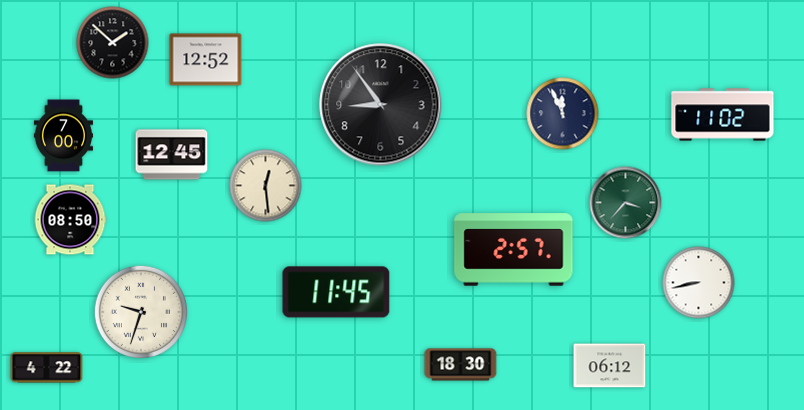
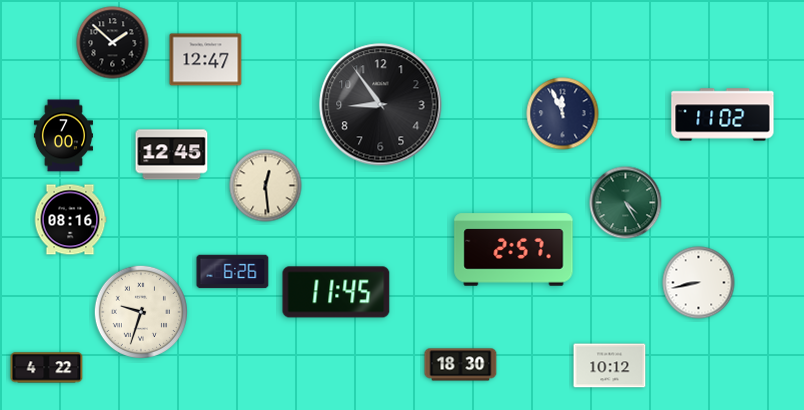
clock at (206, 60): 12:52 -> 12:47
clock at (626, 203): 3:37 -> 4:25
clock at (70, 220): 08:50 -> 08:16
clock at (233, 272): none -> 6:26
clock at (610, 366): 06:12 -> 10:12
